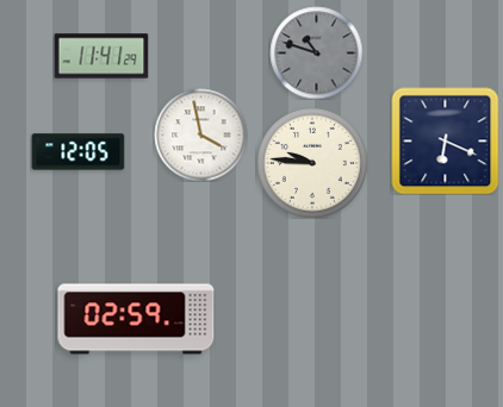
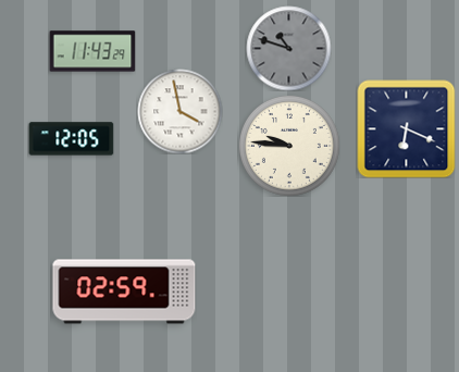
clock at (101, 56): 11:41 -> 11:43
clock at (200, 134) position: (200, 134) -> (179, 111)
clock at (312, 163) position: (312, 163) -> (289, 146)
